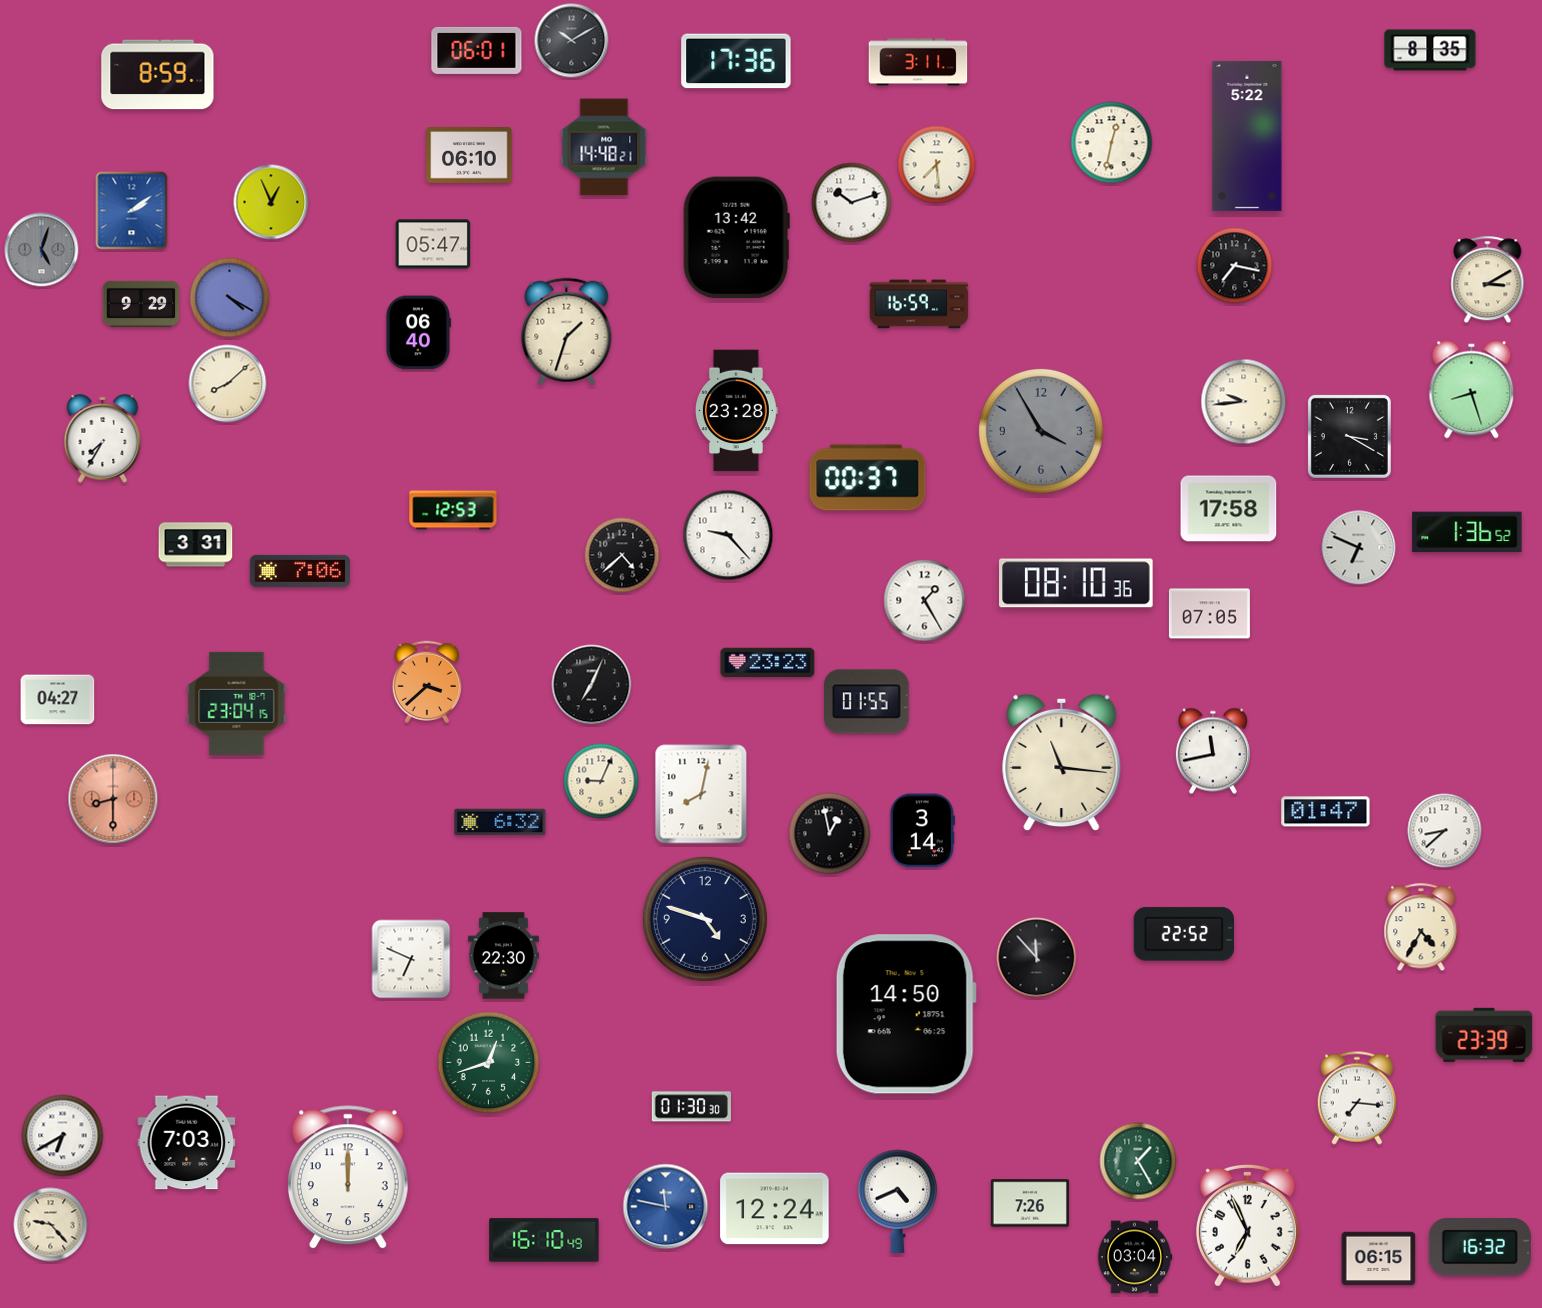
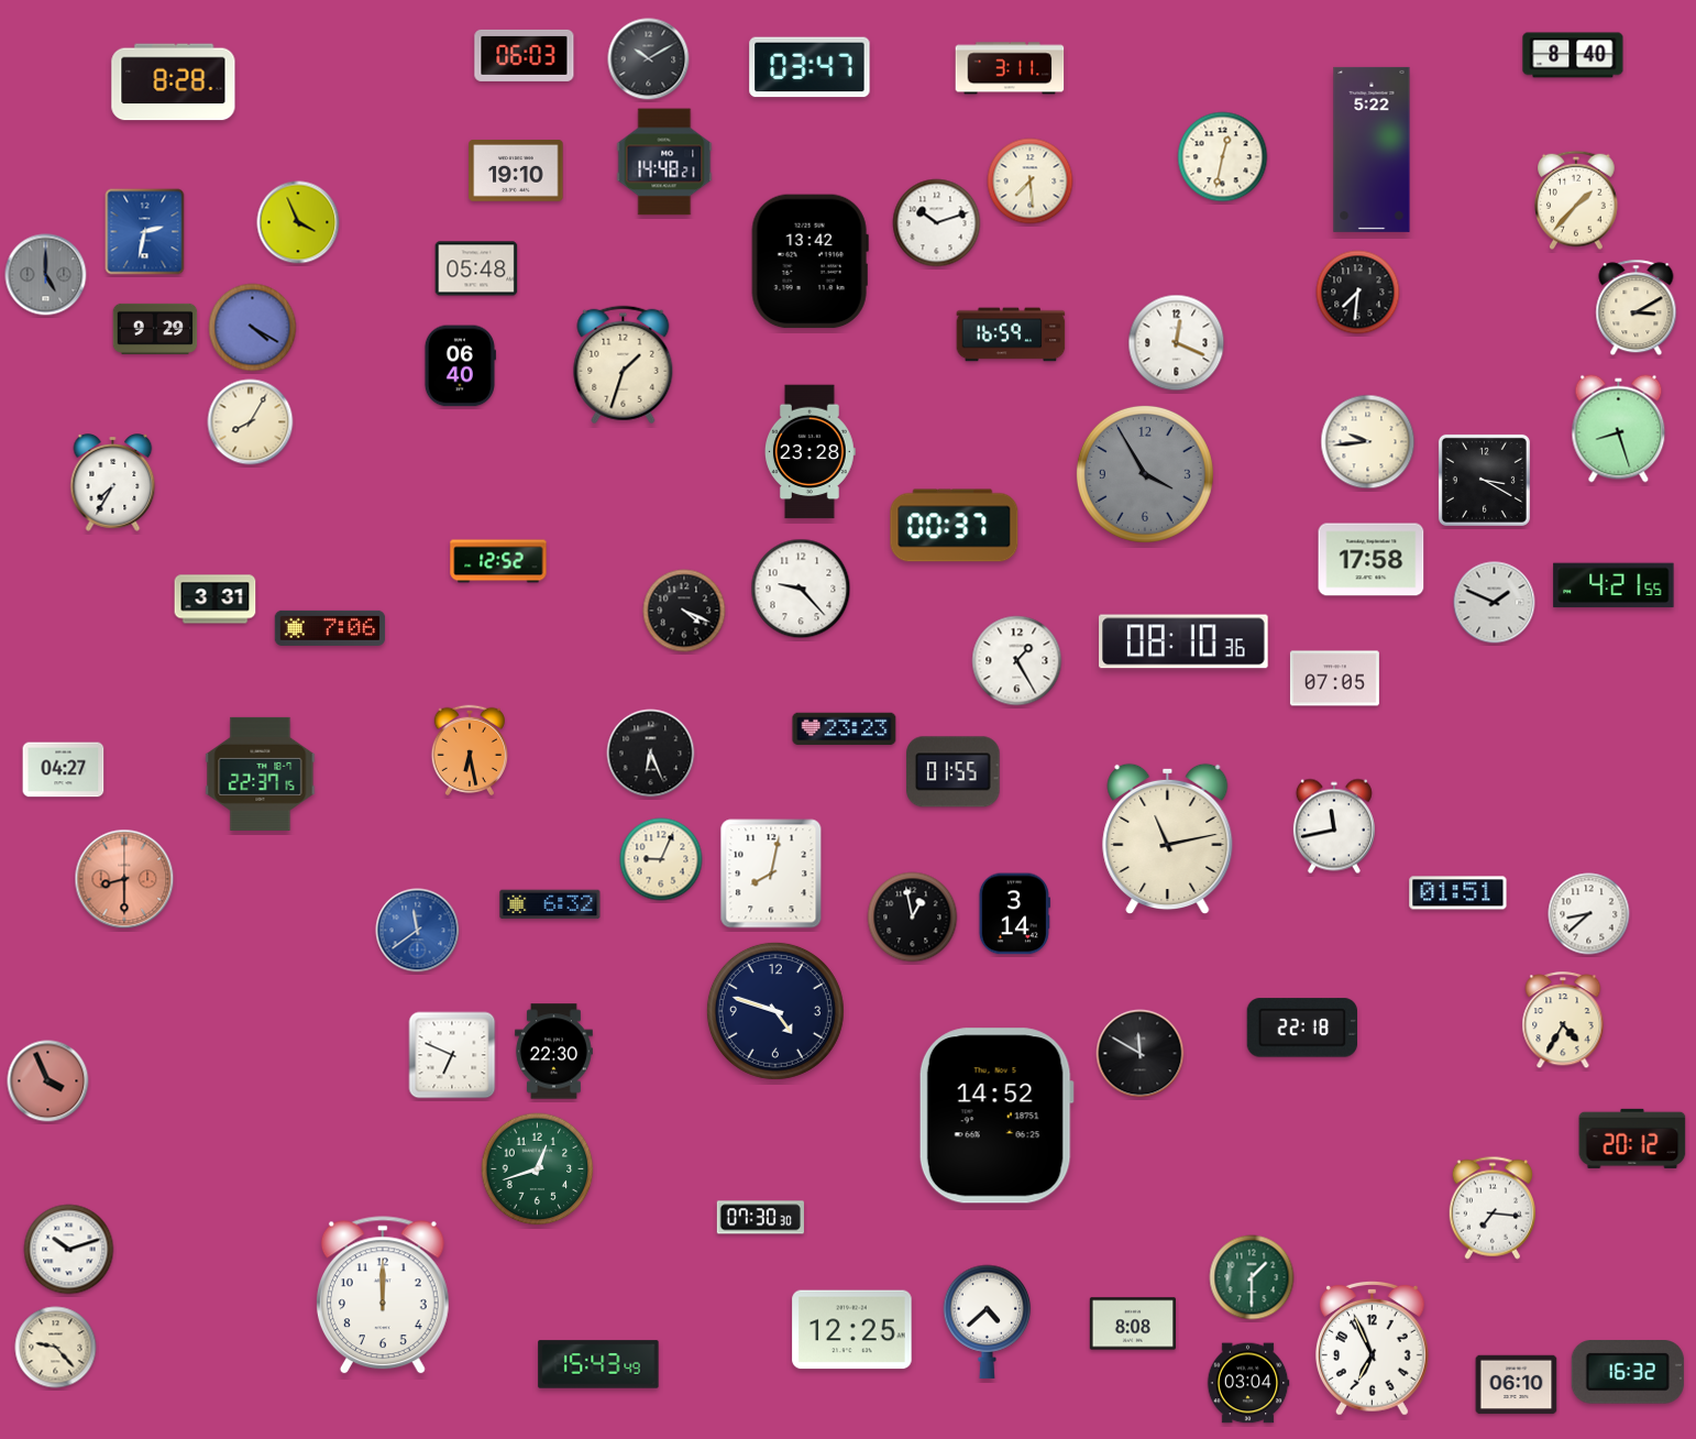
clock at (572, 41) position: (572, 41) -> (649, 59)
clock at (477, 50): 06:01 -> 06:03
clock at (1430, 50): 8:35 -> 8:40
clock at (736, 61): 17:36 -> 03:47
clock at (158, 75): 8:59 -> 8:28
clock at (469, 156): 06:10 -> 19:10
clock at (1577, 200): none -> 1:37
clock at (271, 202): 12:56 -> 3:56
clock at (132, 211): 2:09 -> 2:32
clock at (433, 244): 05:47 -> 05:48
clock at (42, 250): 5:03 -> 5:00
clock at (1235, 266): 7:17 -> 7:31
clock at (141, 304) position: (141, 304) -> (155, 329)
clock at (1177, 343): none -> 12:19
clock at (228, 384): 8:08 -> 8:05
clock at (1229, 509) position: (1229, 509) -> (1372, 560)
clock at (453, 510): 12:53 -> 12:52
clock at (1467, 532): 1:36 -> 4:21
clock at (1359, 548): 6:49 -> 1:49
clock at (622, 555): 4:38 -> 4:19
clock at (1209, 614) position: (1209, 614) -> (1334, 679)
clock at (426, 682): 3:38 -> 6:28
clock at (592, 685): 7:04 -> 6:26
clock at (237, 703): 23:04 -> 22:37
clock at (1062, 763): 11:16 -> 11:13
clock at (1326, 812): 01:47 -> 01:51
clock at (418, 931): none -> 11:39
clock at (1183, 934): 22:52 -> 22:18
clock at (1037, 958): 11:53 -> 11:50
clock at (48, 1081): none -> 3:56
clock at (906, 1014): 14:50 -> 14:52
clock at (1484, 1035): 23:39 -> 20:12
clock at (691, 1107): 01:30 -> 07:30
clock at (63, 1136): 6:40 -> 10:12
clock at (187, 1143): 7:03 -> none
clock at (1138, 1161): 1:25 -> 1:30
clock at (898, 1201): 4:41 -> 4:38
clock at (1029, 1203): 7:26 -> 8:08
clock at (666, 1207): 11:47 -> none
clock at (775, 1209): 12:24 -> 12:25
clock at (544, 1240): 16:10 -> 15:43
clock at (1379, 1259): 06:15 -> 06:10
